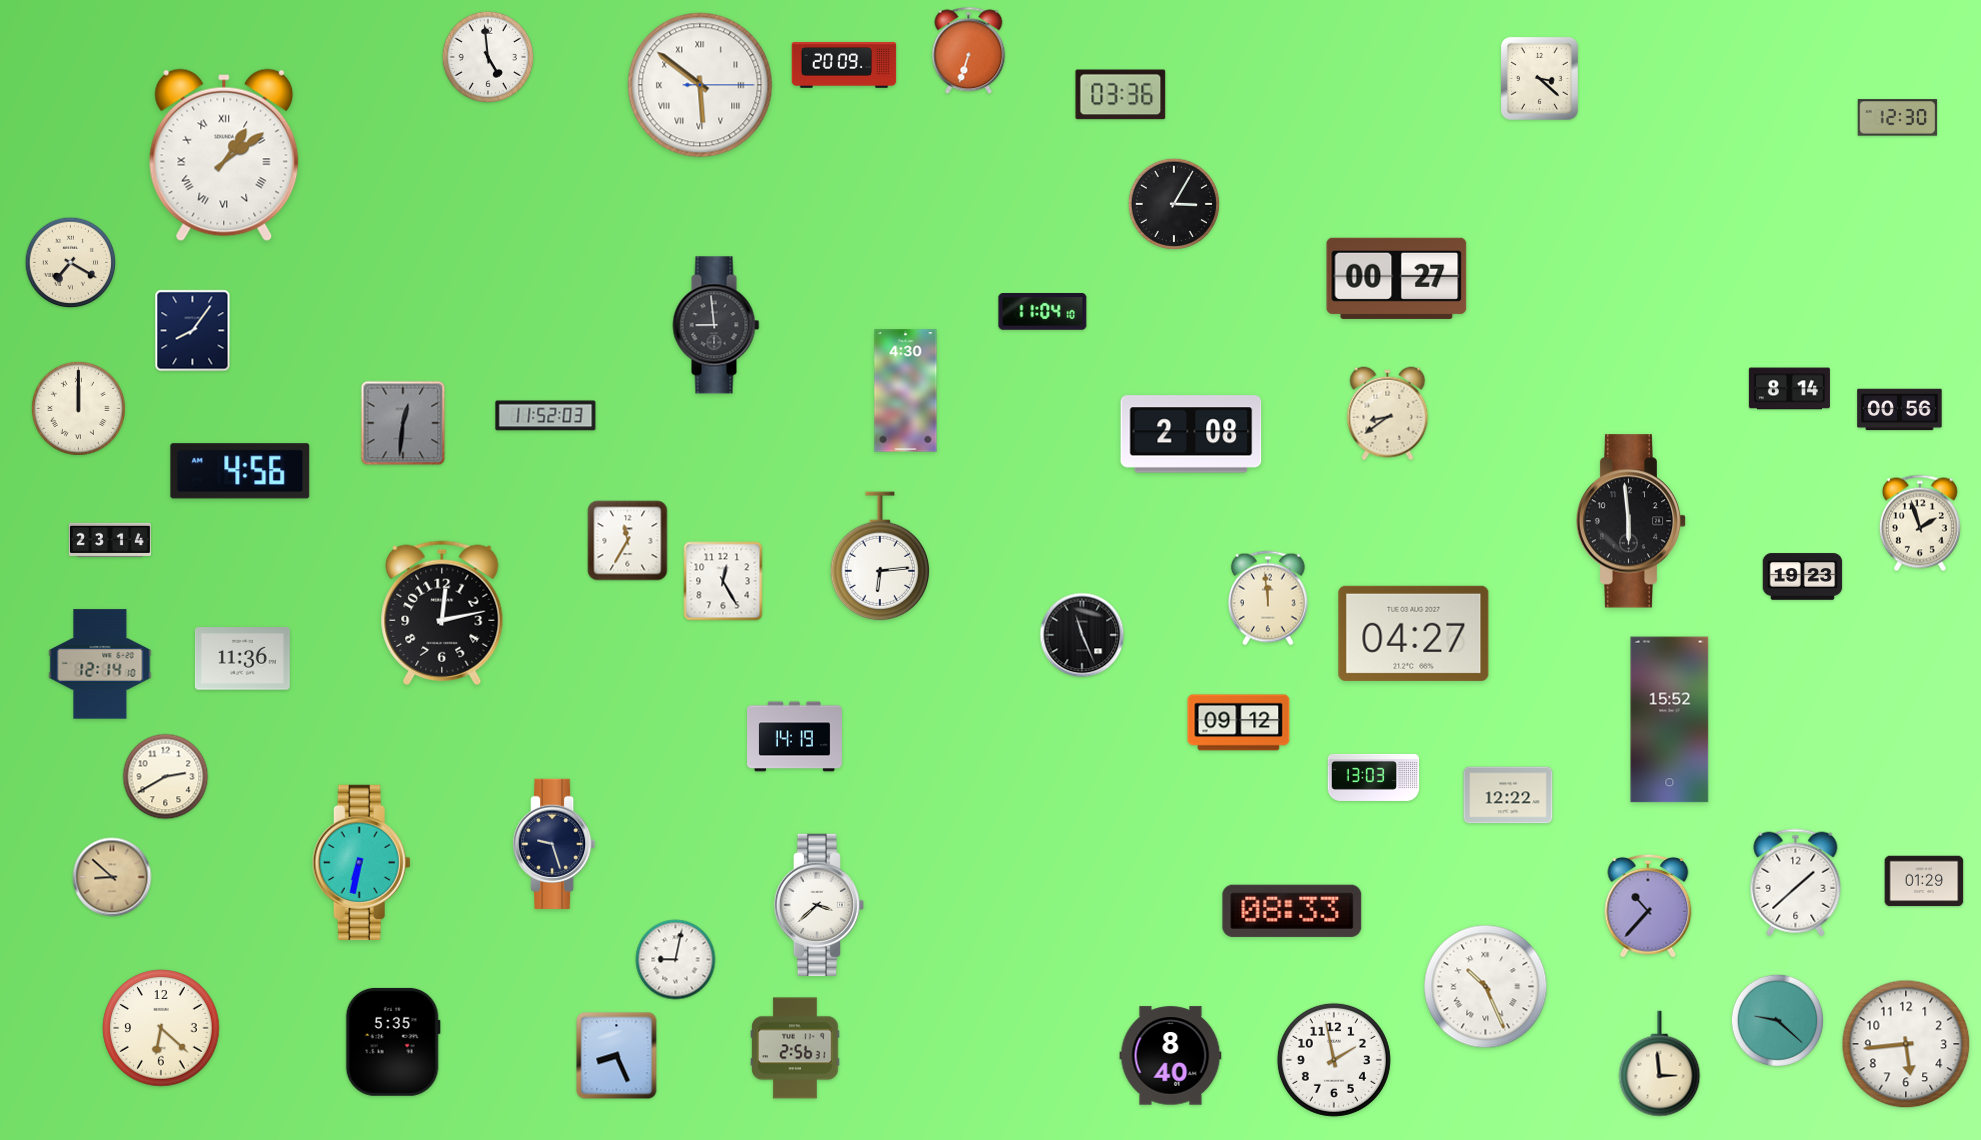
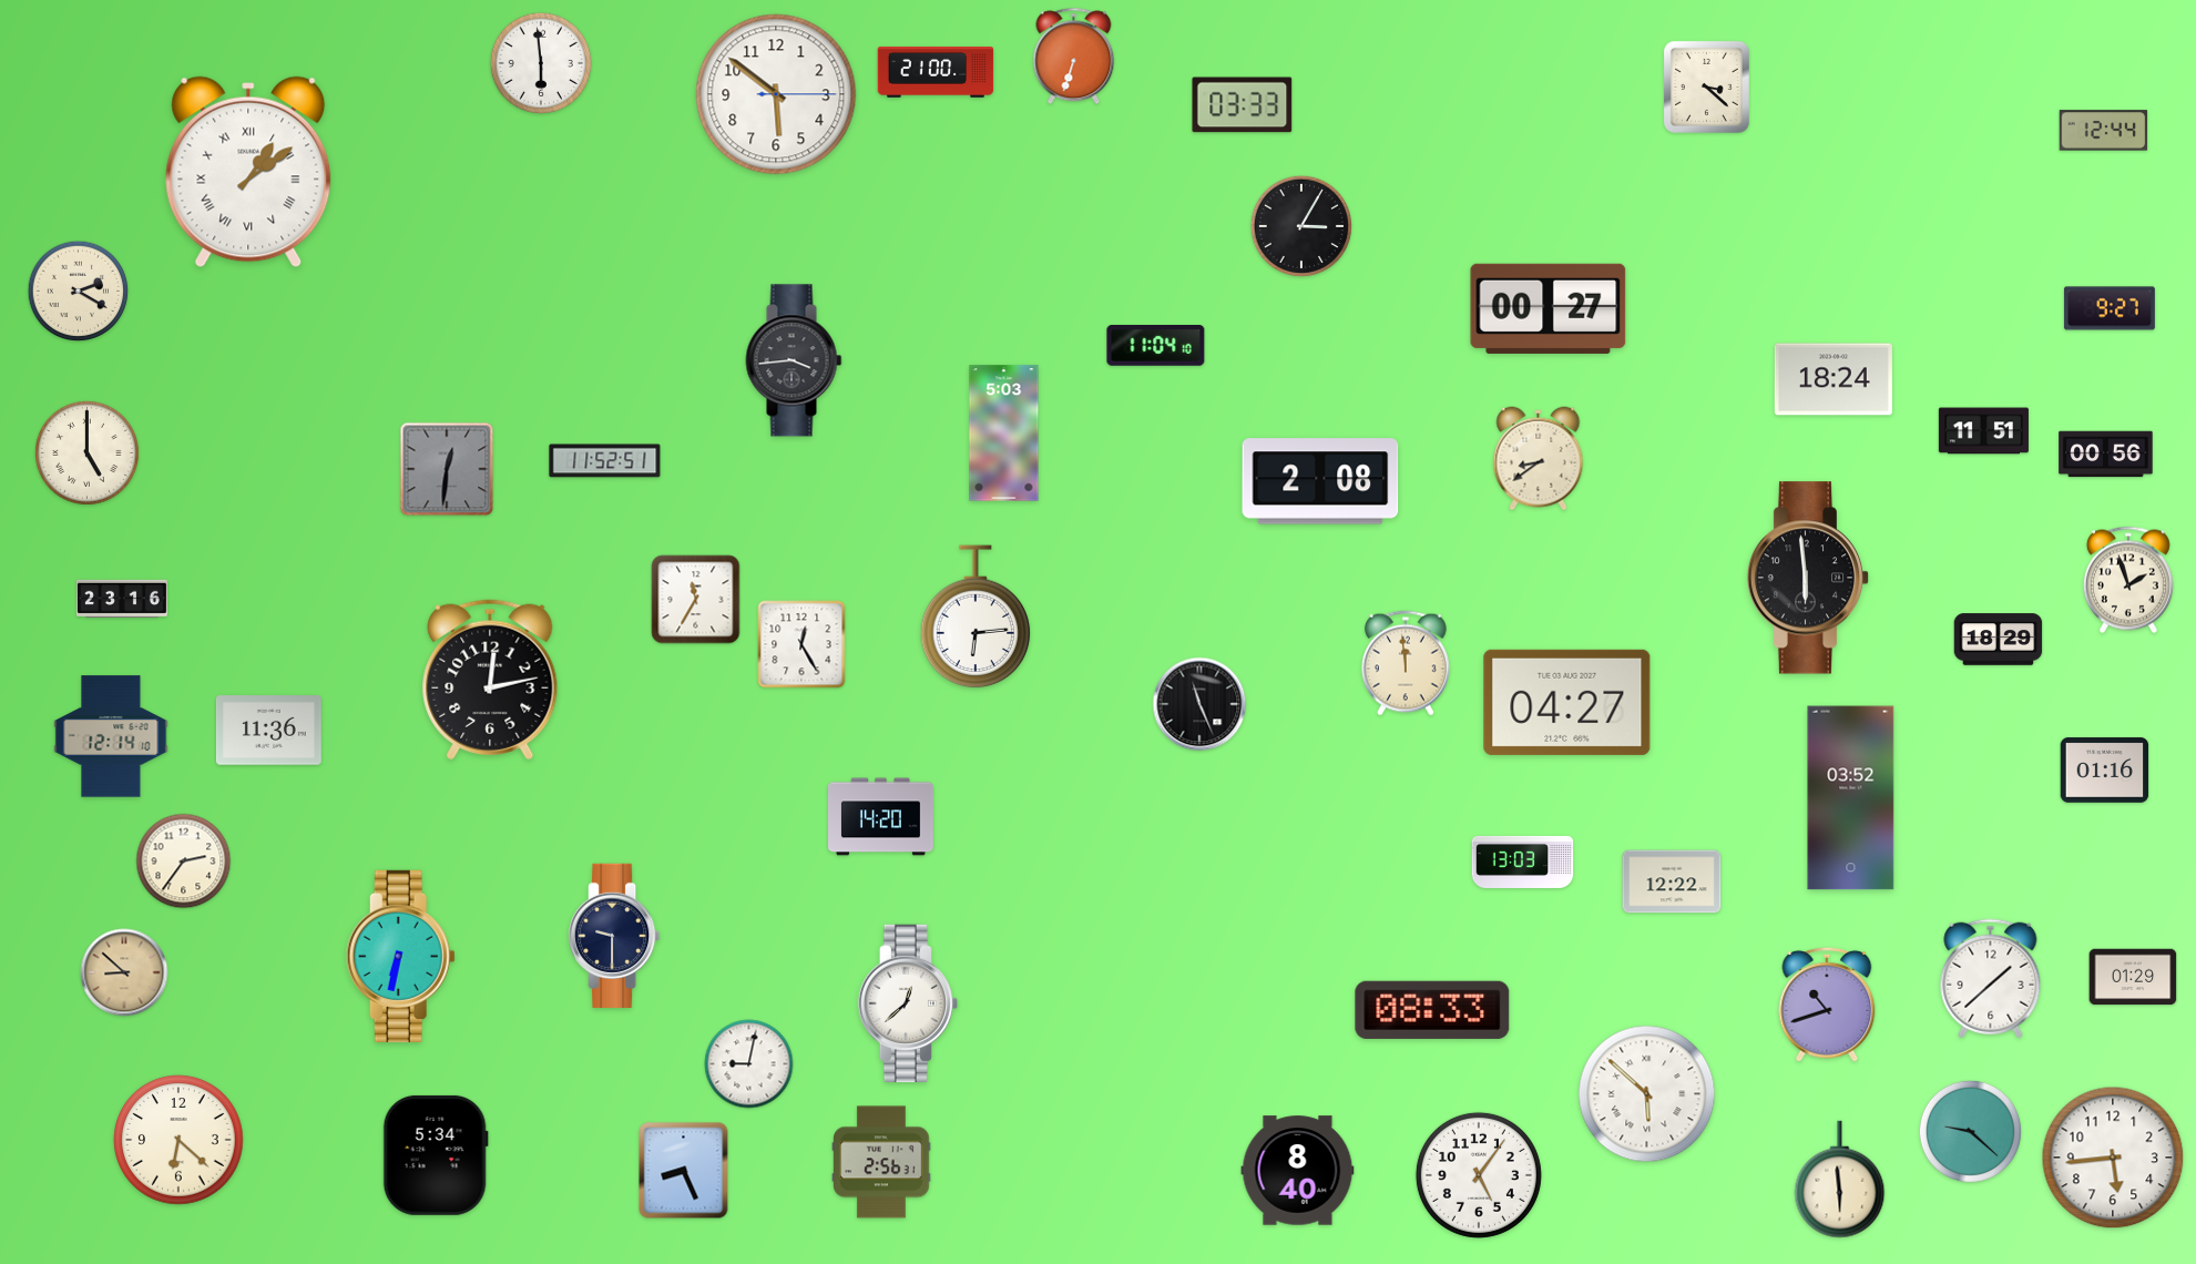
clock at (487, 56): 4:59 -> 5:59
clock at (844, 65): 20:09 -> 21:00
clock at (700, 85) numerals: Roman -> Arabic
clock at (1121, 95): 03:36 -> 03:33
clock at (1898, 118): 12:30 -> 12:44
clock at (71, 263): 7:20 -> 2:20
clock at (2110, 308): none -> 9:27
clock at (716, 325): 8:59 -> 3:44
clock at (193, 331): 8:06 -> none
clock at (1834, 379): none -> 18:24
clock at (1789, 389): 8:14 -> 11:51
clock at (906, 391): 4:30 -> 5:03
clock at (78, 408): 12:00 -> 5:00
clock at (546, 416): 11:52:03 -> 11:52:51
clock at (240, 471): 4:56 -> none
clock at (110, 540): 23:14 -> 23:16
clock at (1803, 577): 19:23 -> 18:29
clock at (2105, 771): none -> 01:16
clock at (1670, 720): 15:52 -> 03:52
clock at (1239, 723): 09:12 -> none
clock at (795, 737): 14:19 -> 14:20
clock at (166, 777): 2:40 -> 2:36
clock at (554, 844): 9:27 -> 9:30
clock at (818, 904): 3:38 -> 12:38
clock at (1648, 906): 10:37 -> 10:42
clock at (1486, 987): 10:26 -> 5:52
clock at (393, 1042): 5:35 -> 5:34
clock at (1334, 1060): 1:58 -> 5:06
clock at (1660, 1064): 2:59 -> 5:59
